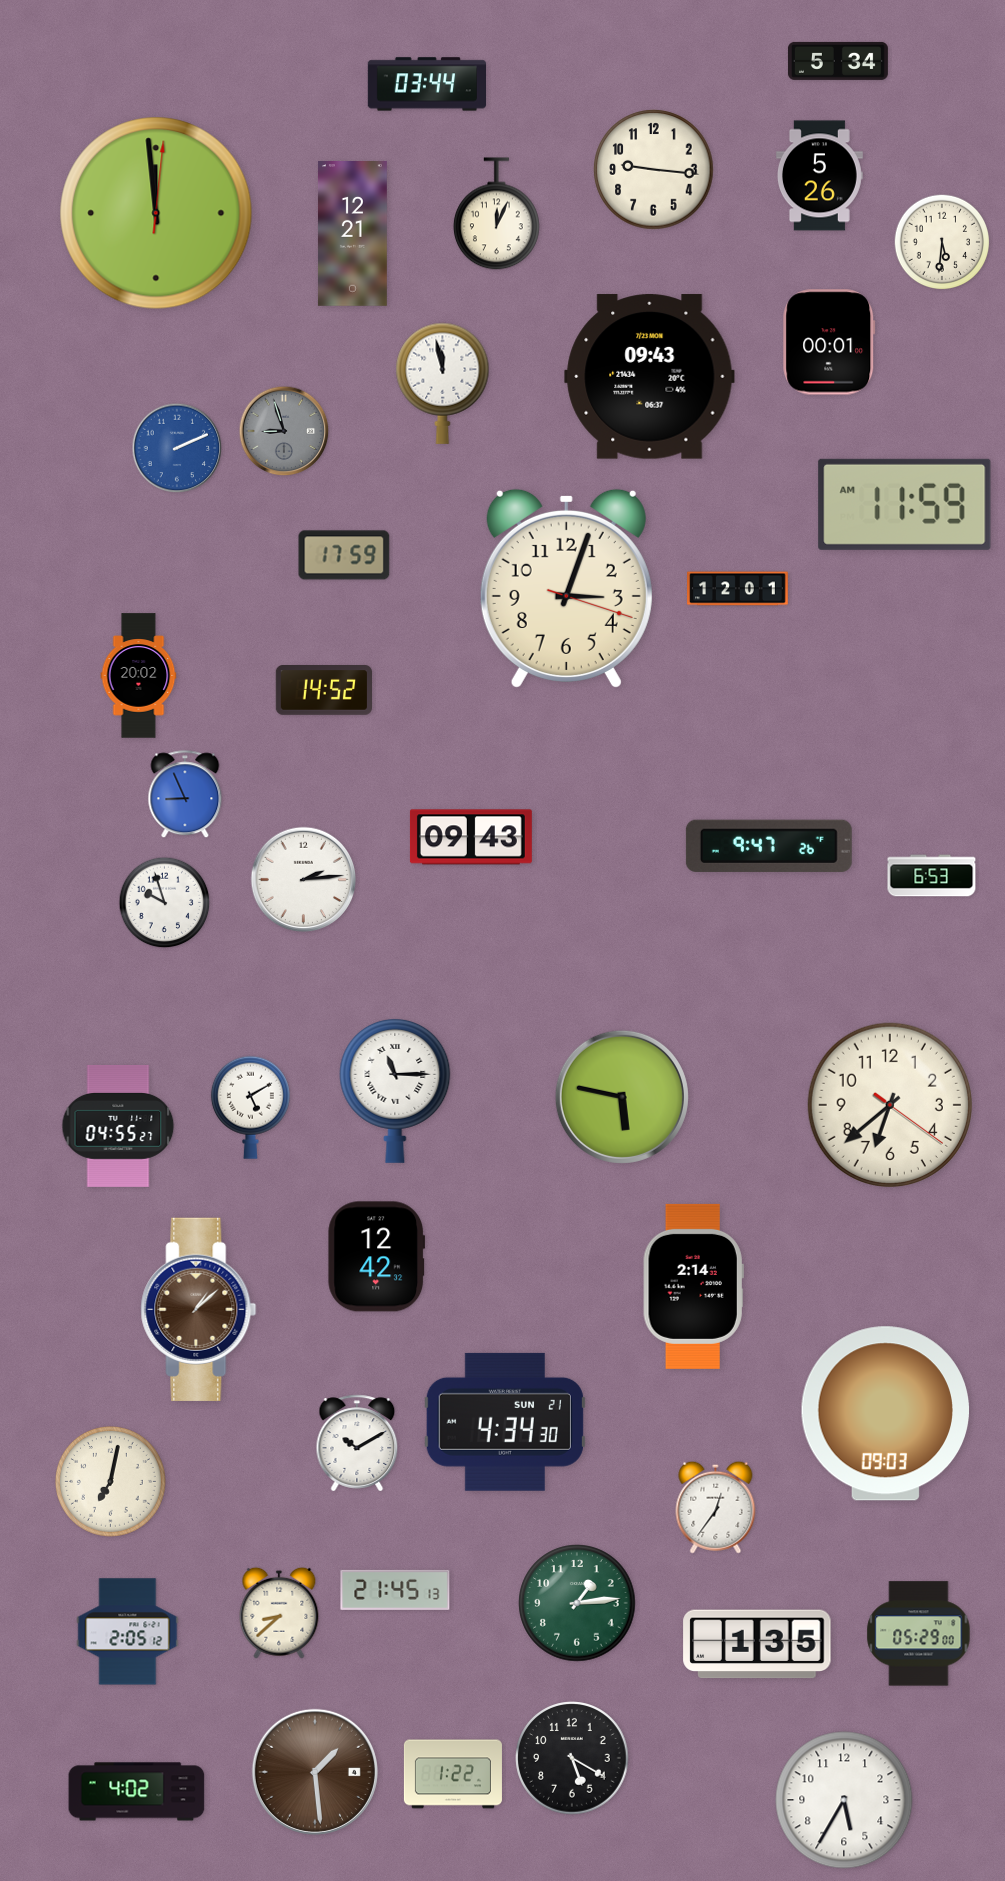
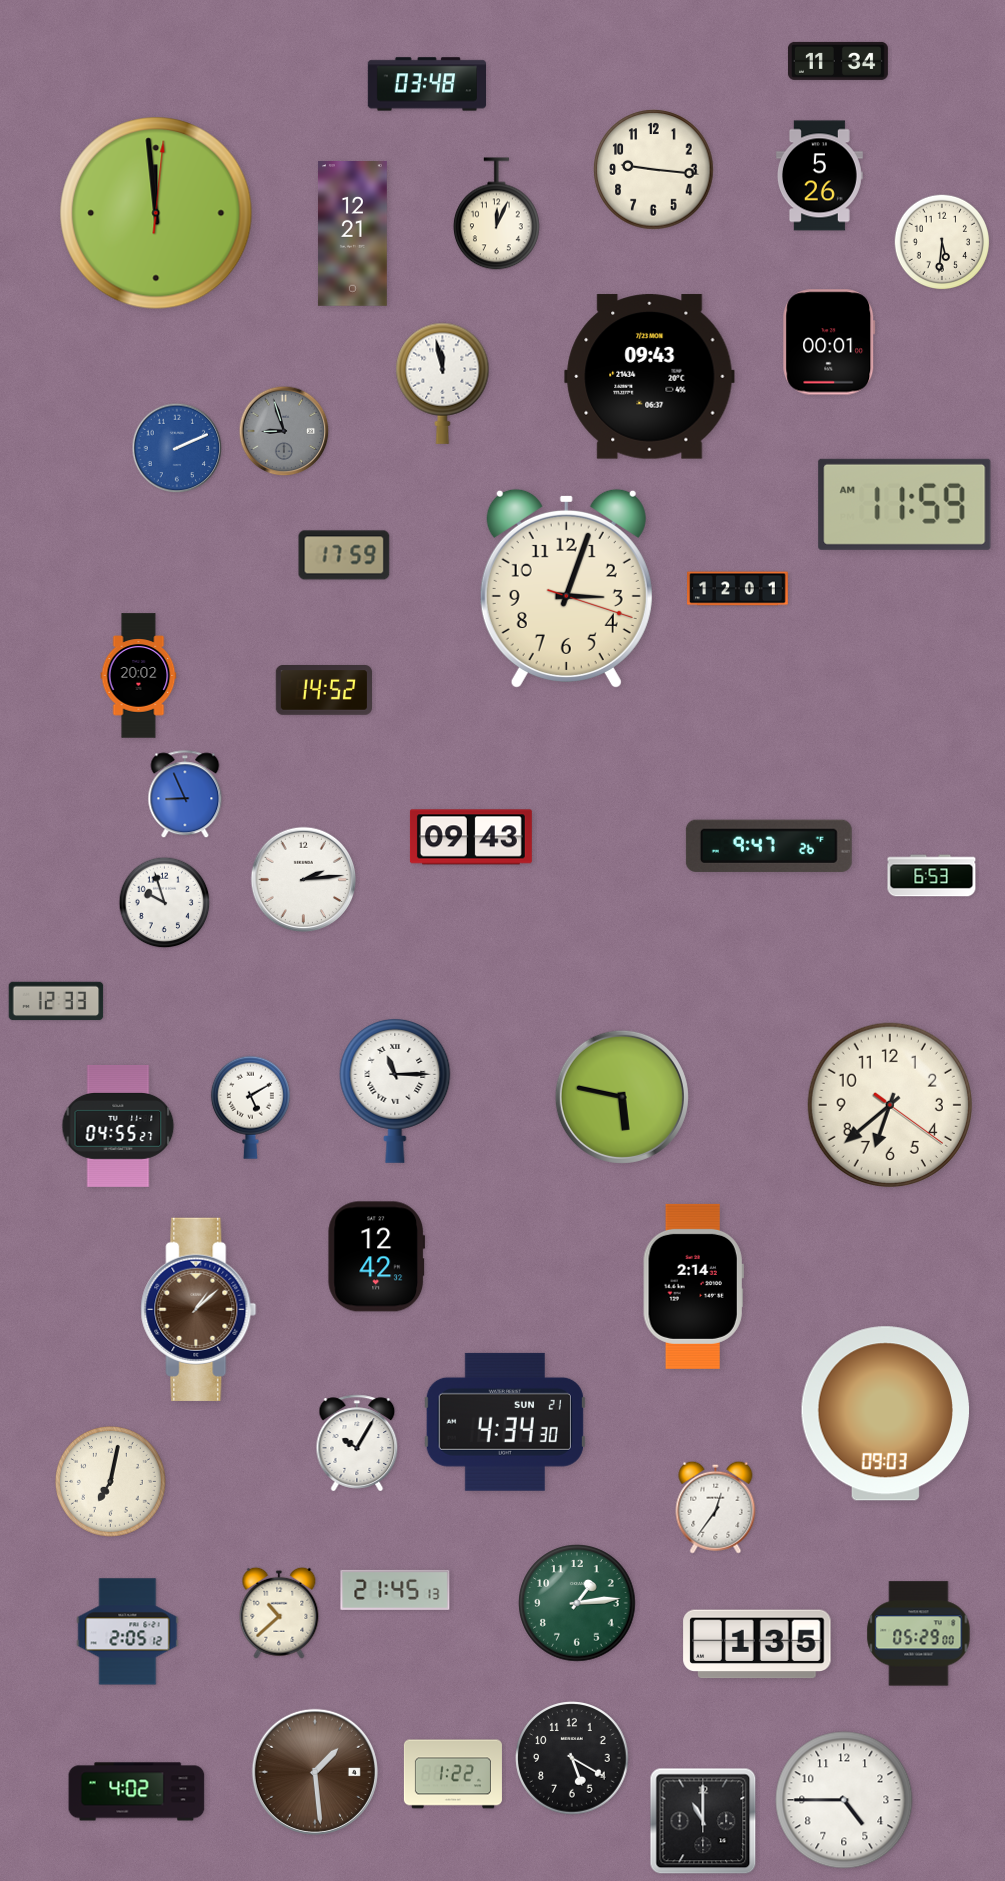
clock at (838, 61): 5:34 -> 11:34
clock at (426, 84): 03:44 -> 03:48
clock at (56, 1001): none -> 12:33
clock at (357, 1443): 10:10 -> 10:05
clock at (279, 1613): 8:38 -> 10:38
clock at (844, 1800): 5:35 -> 4:45
clock at (703, 1821): none -> 11:00
